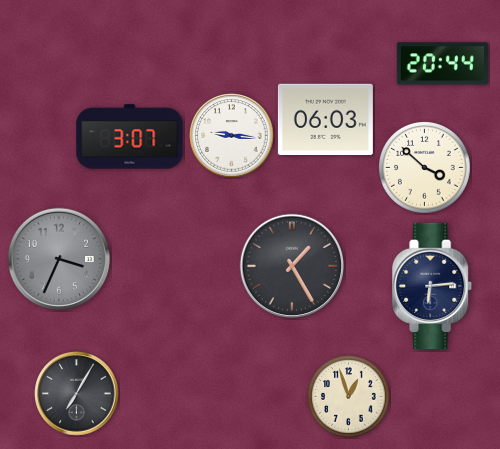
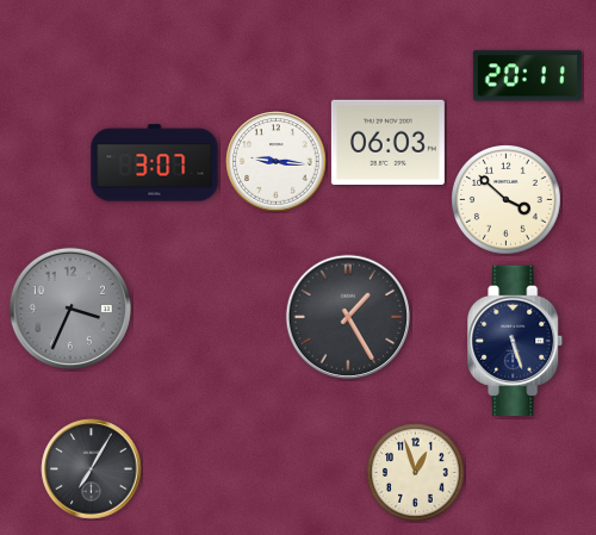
clock at (442, 64): 20:44 -> 20:11
clock at (433, 285): 6:14 -> 5:27
